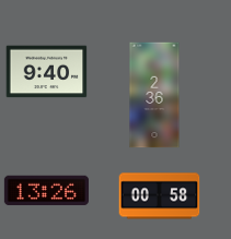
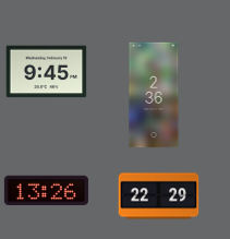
clock at (47, 72): 9:40 -> 9:45
clock at (160, 196): 00:58 -> 22:29
